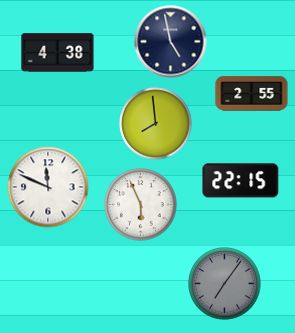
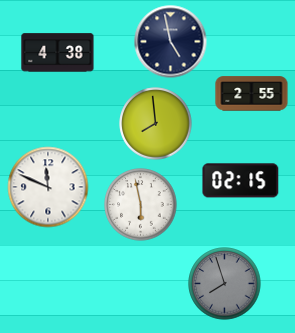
clock at (241, 181): 22:15 -> 02:15
clock at (141, 205): 5:56 -> 5:58
clock at (225, 284): 7:06 -> 7:57
